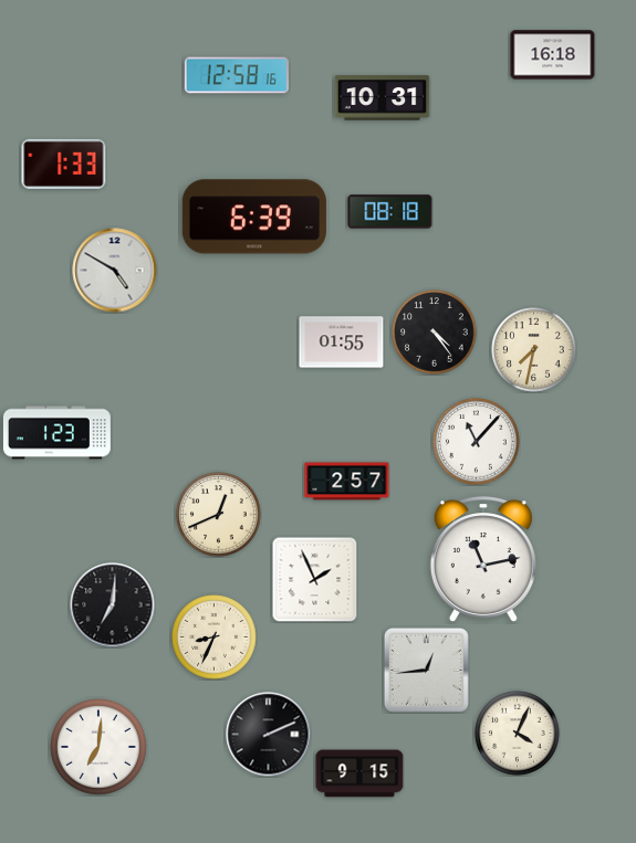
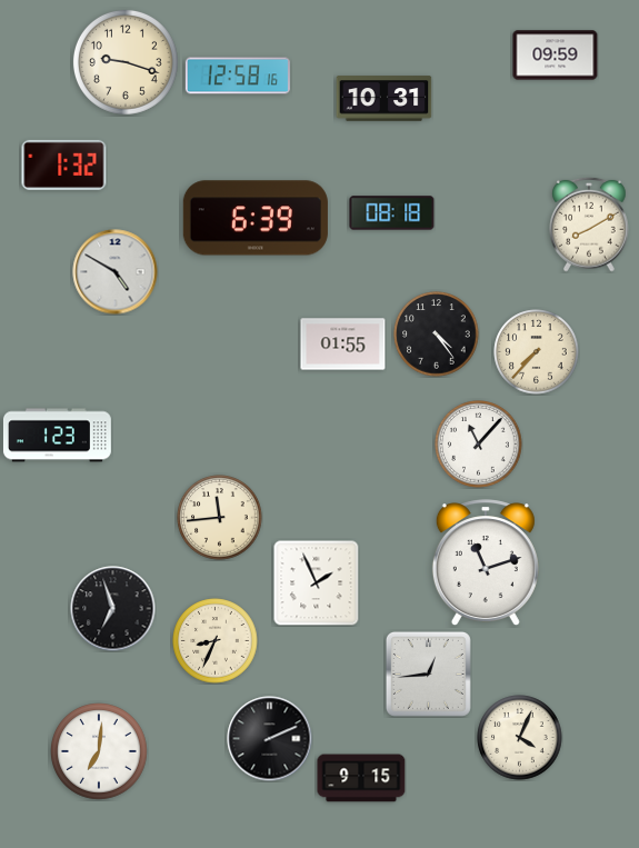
clock at (553, 55): 16:18 -> 09:59
clock at (126, 62): none -> 9:18
clock at (64, 164): 1:33 -> 1:32
clock at (590, 225): none -> 8:10
clock at (534, 350): 7:32 -> 7:37
clock at (347, 482): 2:57 -> none
clock at (219, 515): 12:41 -> 11:44
clock at (483, 560): 11:13 -> 11:12
clock at (113, 605): 7:01 -> 6:57
